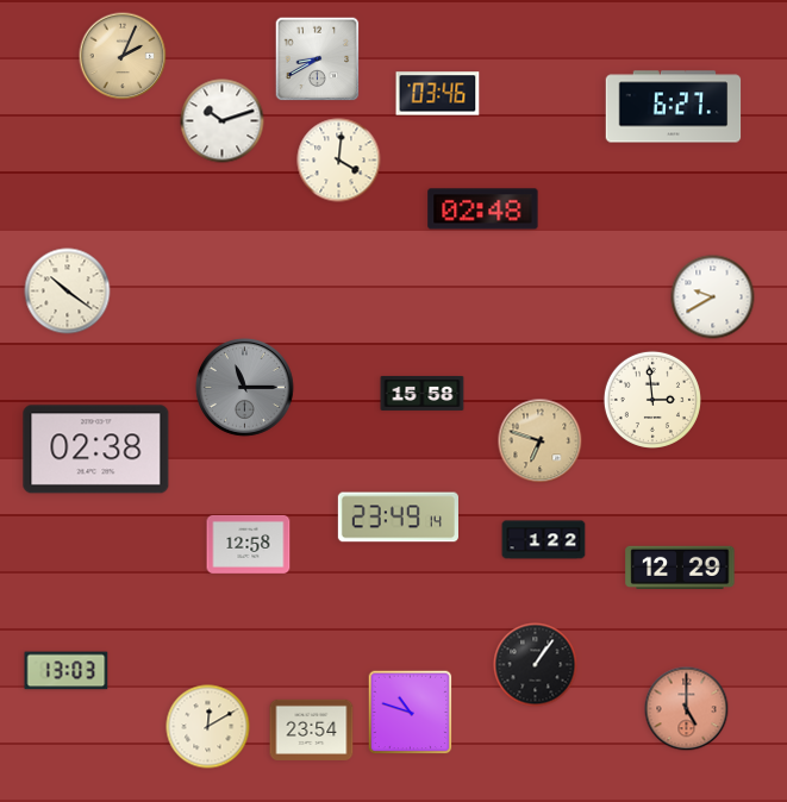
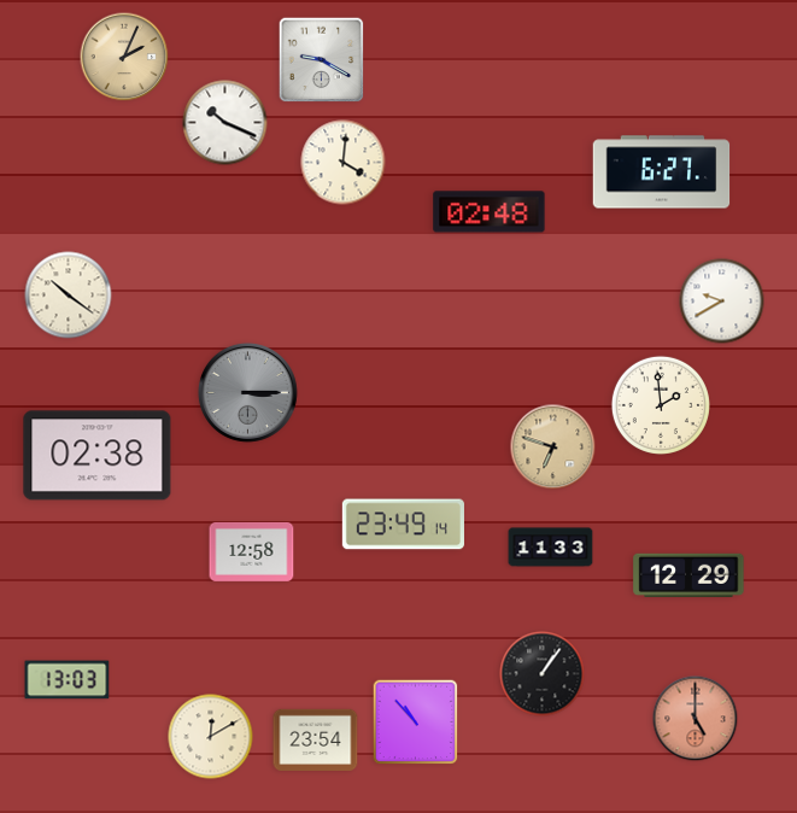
clock at (318, 59): 8:40 -> 9:20
clock at (438, 94): 03:46 -> none
clock at (674, 107) position: (674, 107) -> (662, 172)
clock at (223, 121): 10:12 -> 10:19
clock at (244, 387): 11:15 -> 3:15
clock at (423, 393): 15:58 -> none
clock at (652, 400): 2:59 -> 1:59
clock at (541, 441) position: (541, 441) -> (553, 448)
clock at (544, 540): 1:22 -> 11:33
clock at (411, 713): 10:48 -> 10:53
